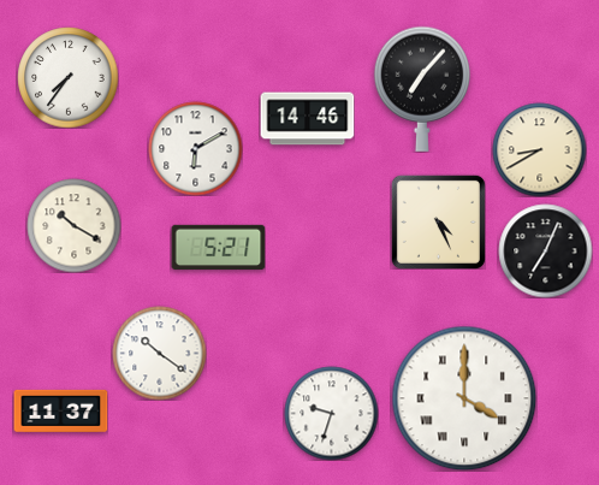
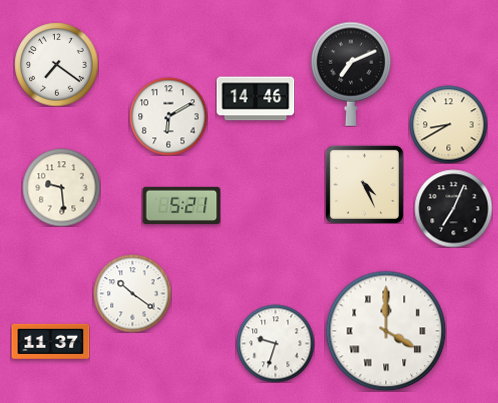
clock at (67, 77): 7:36 -> 7:21
clock at (422, 89): 7:07 -> 7:11
clock at (195, 148) position: (195, 148) -> (168, 116)
clock at (73, 225): 10:20 -> 9:29
